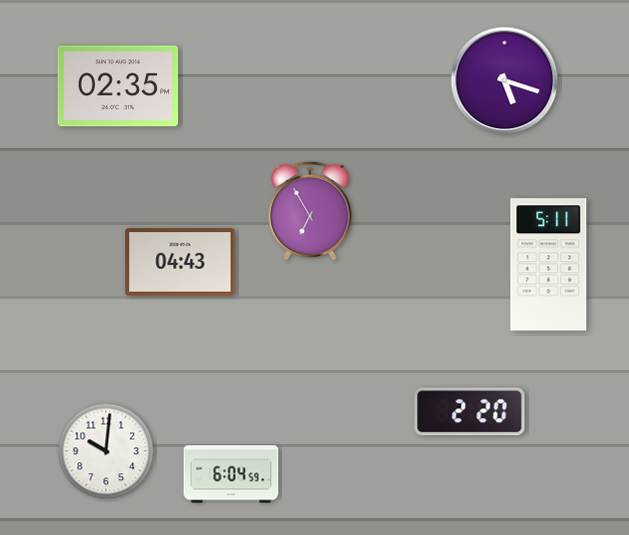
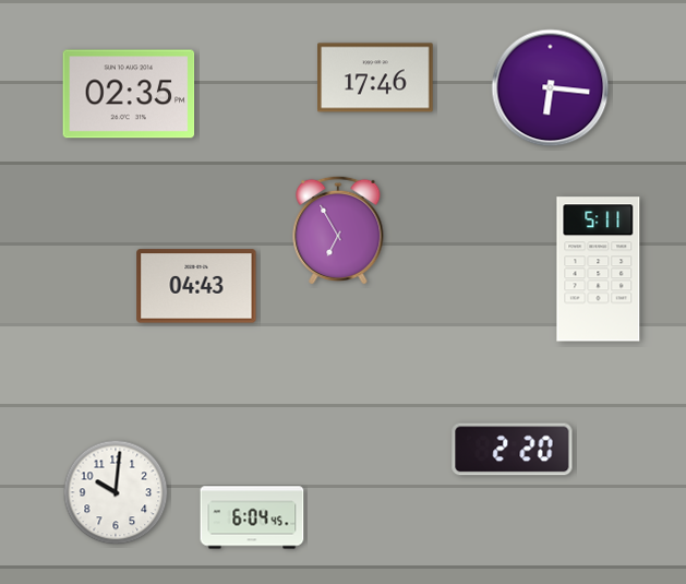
clock at (376, 78): none -> 17:46
clock at (505, 81): 5:18 -> 6:16
clock at (549, 265) position: (549, 265) -> (599, 270)
clock at (231, 474): 6:04:59 -> 6:04:45
